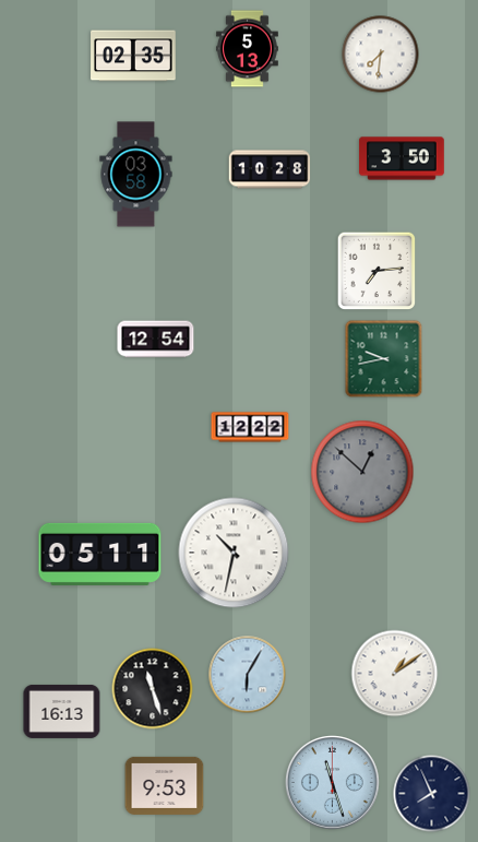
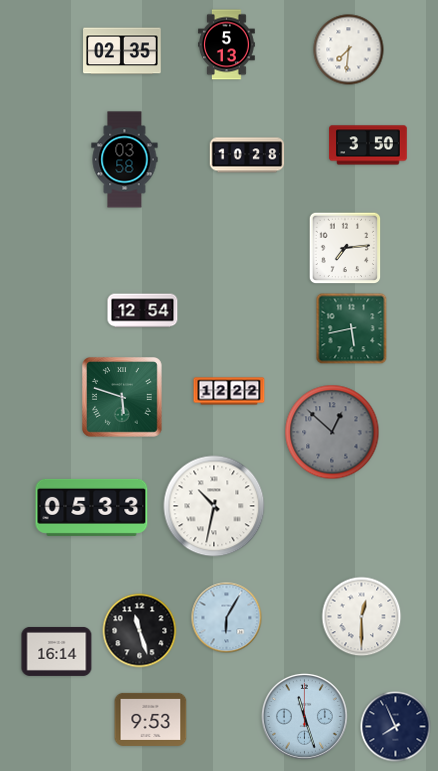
clock at (384, 359): 9:43 -> 5:43
clock at (123, 398): none -> 5:48
clock at (100, 554): 05:11 -> 05:33
clock at (395, 674): 1:09 -> 12:30
clock at (62, 711): 16:13 -> 16:14
